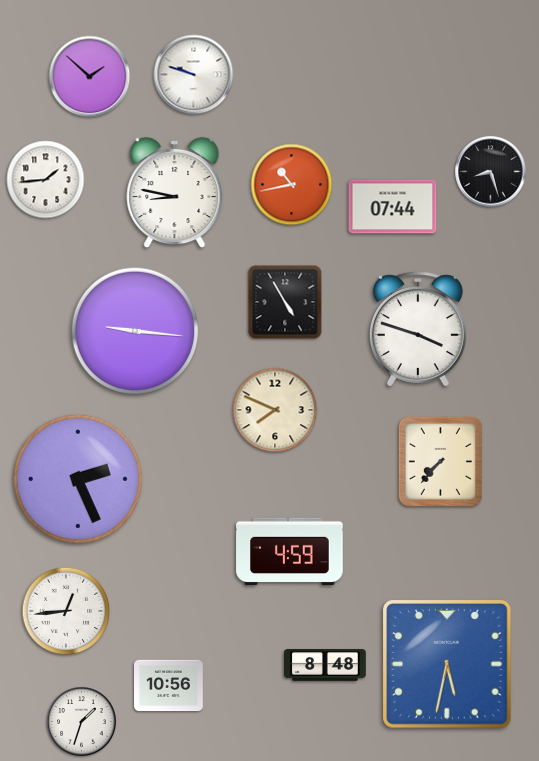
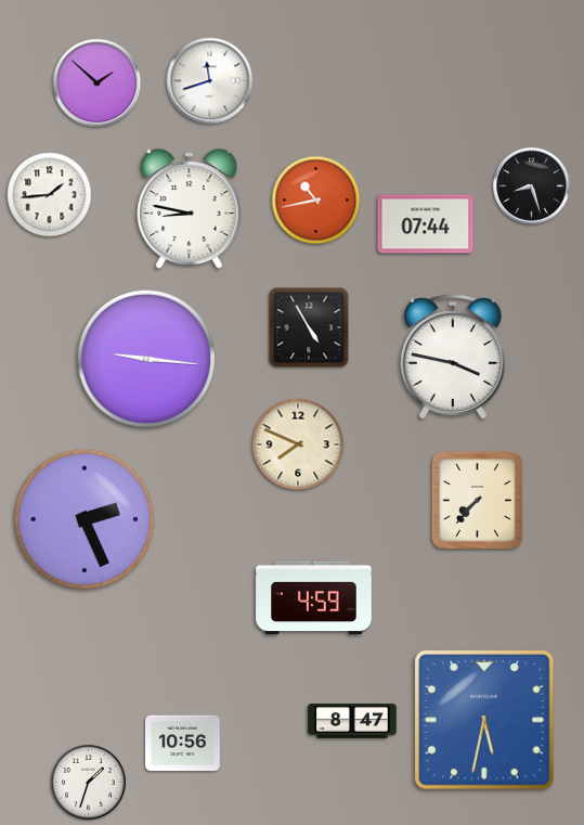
clock at (194, 75): 9:48 -> 11:42
clock at (418, 329): 3:48 -> 3:47
clock at (66, 611): 12:44 -> none
clock at (325, 665): 8:48 -> 8:47
